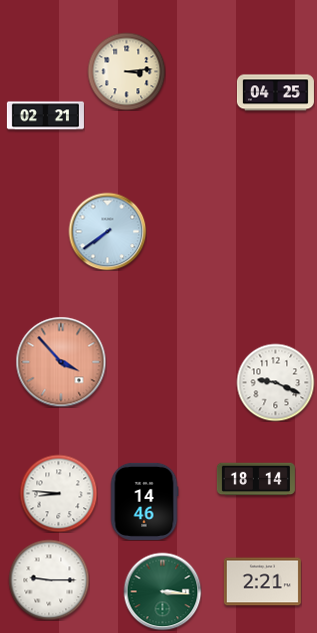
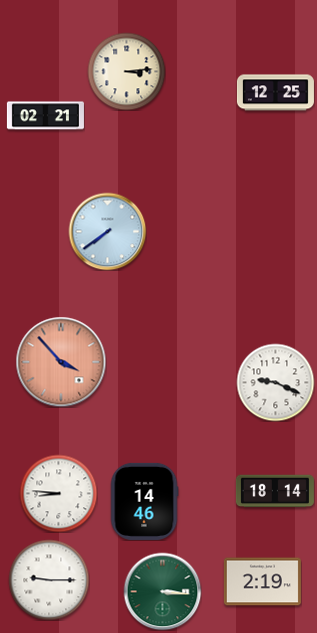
clock at (275, 93): 04:25 -> 12:25
clock at (256, 479) position: (256, 479) -> (275, 491)
clock at (262, 582): 2:21 -> 2:19
